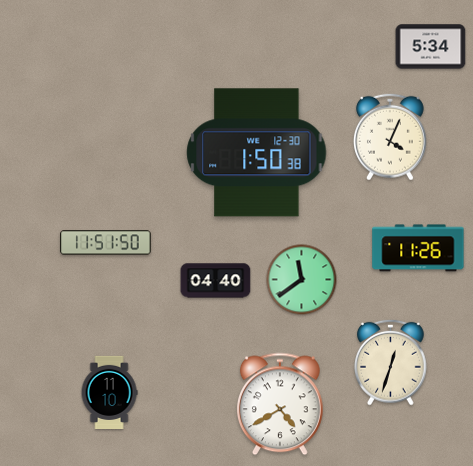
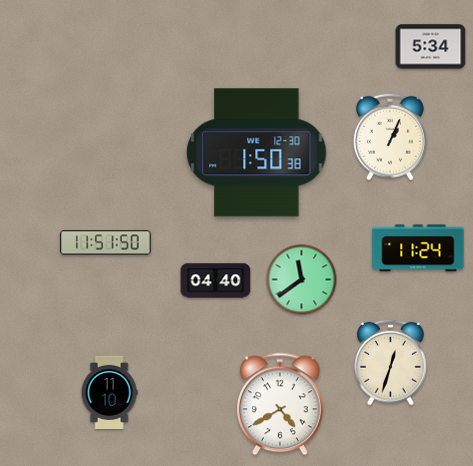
clock at (390, 137): 4:04 -> 1:04
clock at (418, 248): 11:26 -> 11:24
